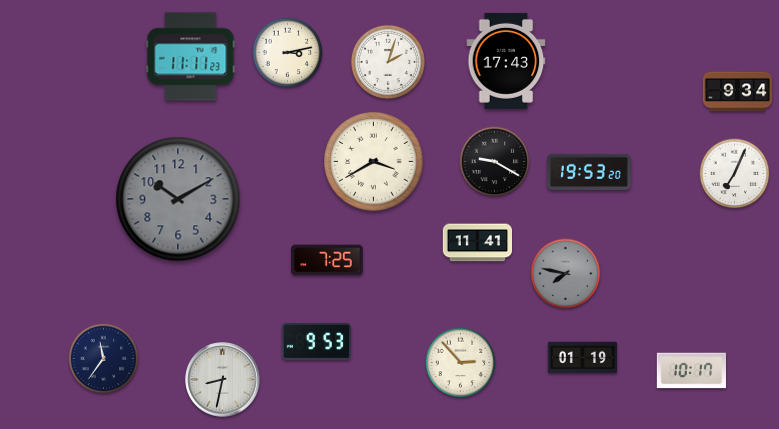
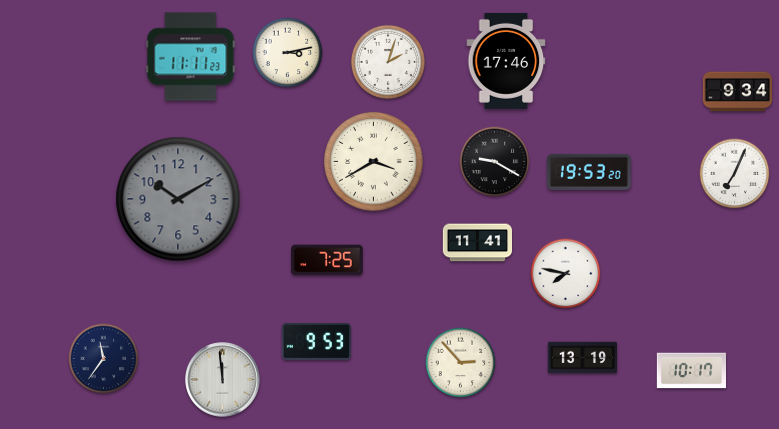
clock at (506, 61): 17:43 -> 17:46
clock at (566, 274) dial: grey -> white
clock at (582, 358): 01:19 -> 13:19
clock at (223, 380): 8:32 -> 11:59
